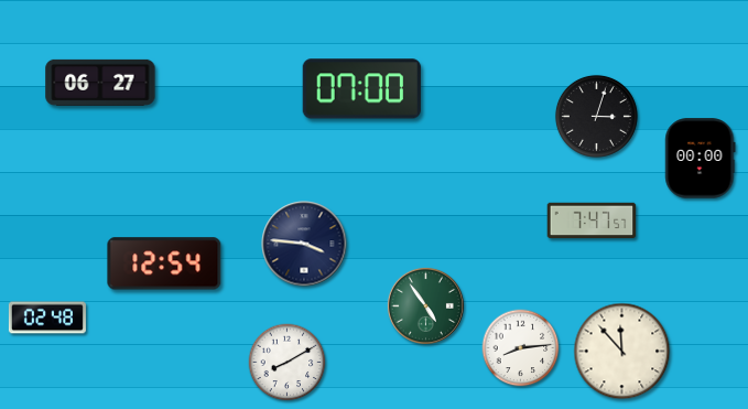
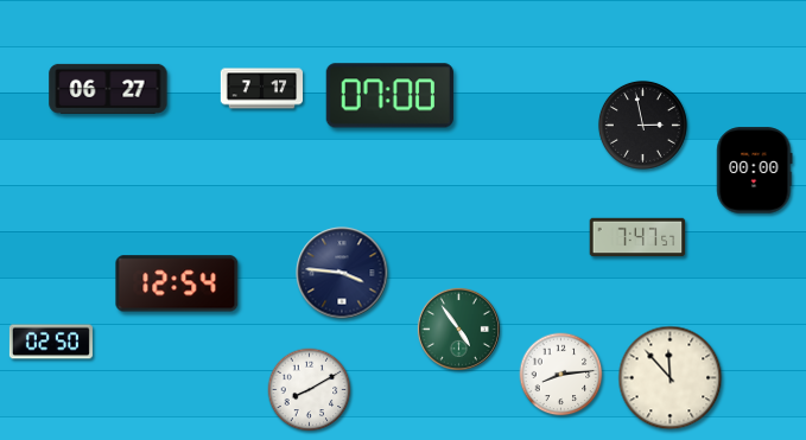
clock at (261, 89): none -> 7:17
clock at (596, 116): 3:03 -> 2:58
clock at (304, 244) position: (304, 244) -> (342, 273)
clock at (47, 317): 02:48 -> 02:50
